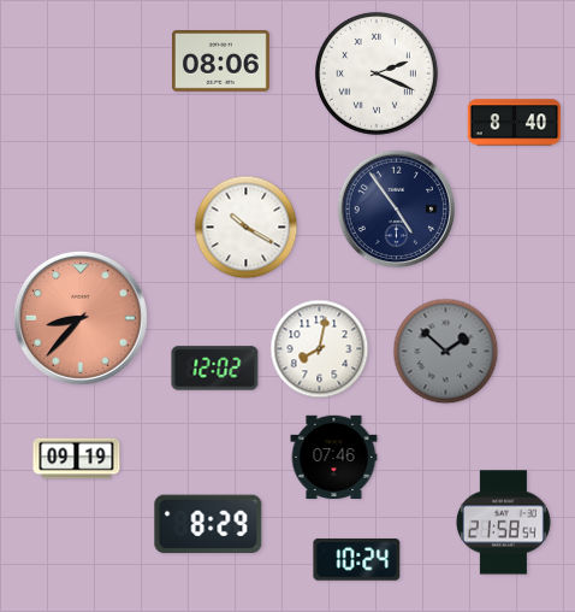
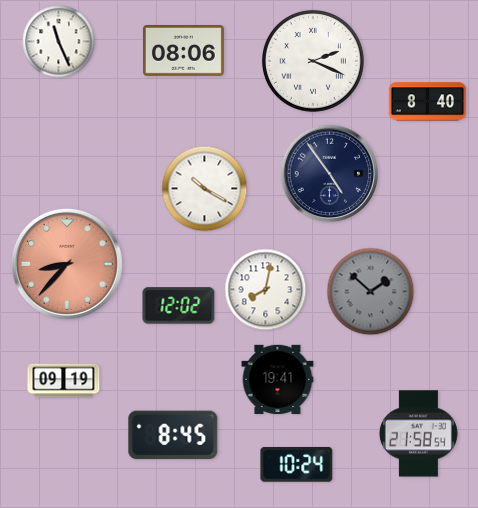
clock at (59, 42): none -> 11:26
clock at (334, 458): 07:46 -> 19:41
clock at (208, 524): 8:29 -> 8:45
